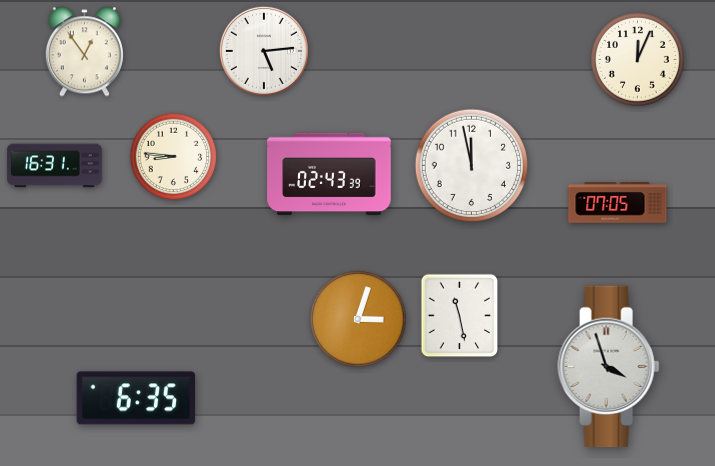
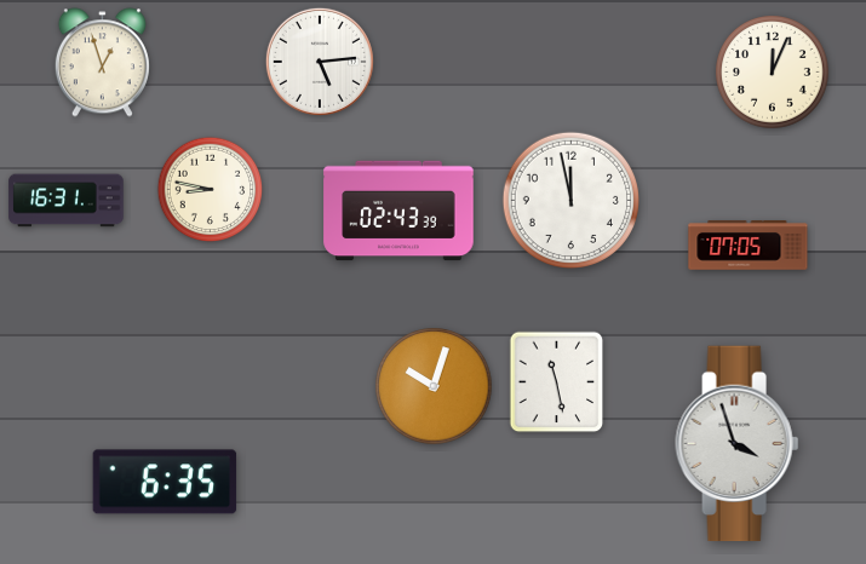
clock at (84, 52): 12:54 -> 12:57
clock at (174, 157): 8:46 -> 8:47
clock at (358, 319): 3:03 -> 10:03
